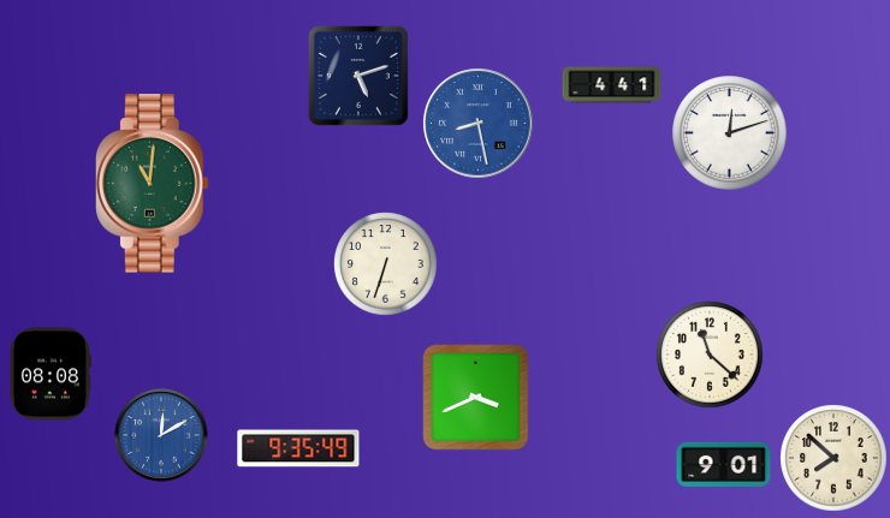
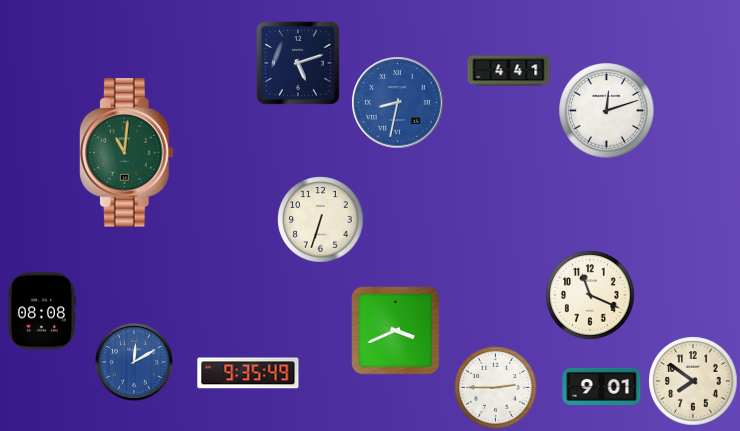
clock at (479, 124): 8:28 -> 8:32
clock at (710, 355): 11:22 -> 11:19
clock at (833, 458): 7:52 -> 7:51
clock at (496, 388): none -> 2:45
